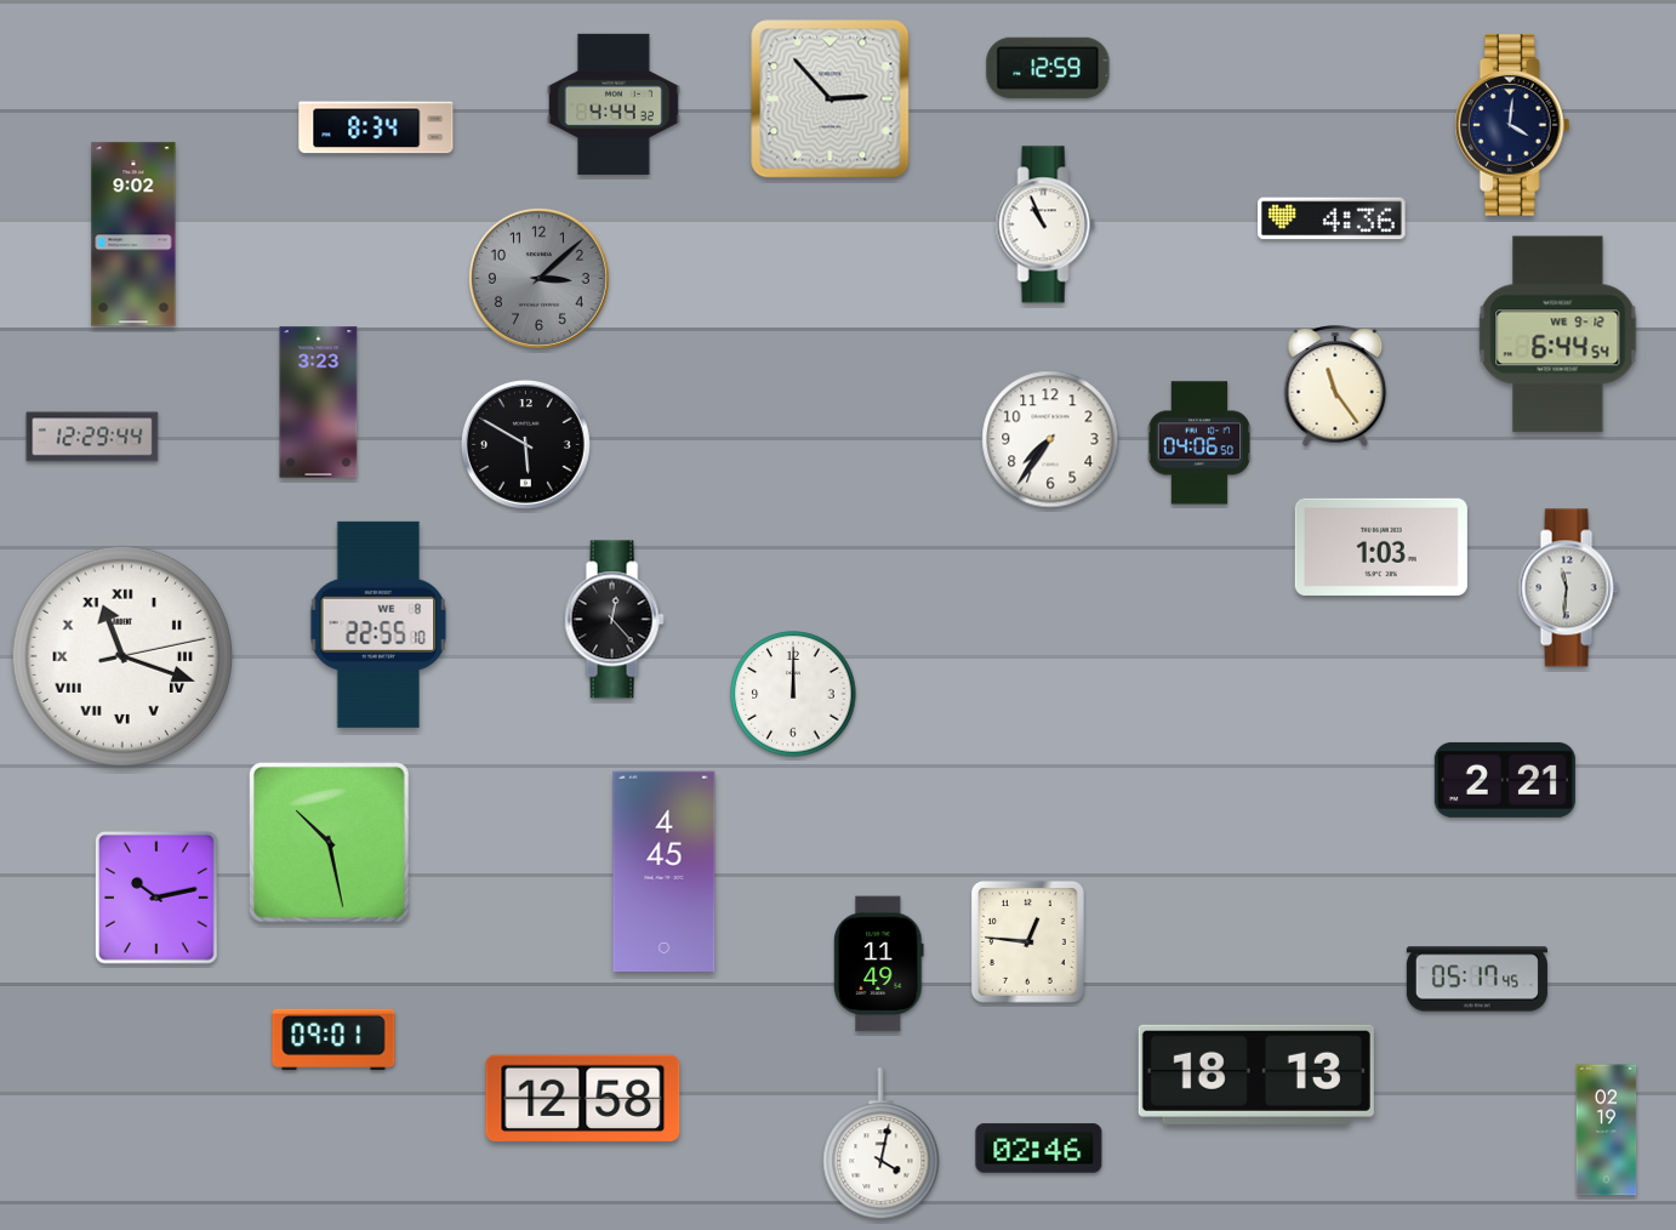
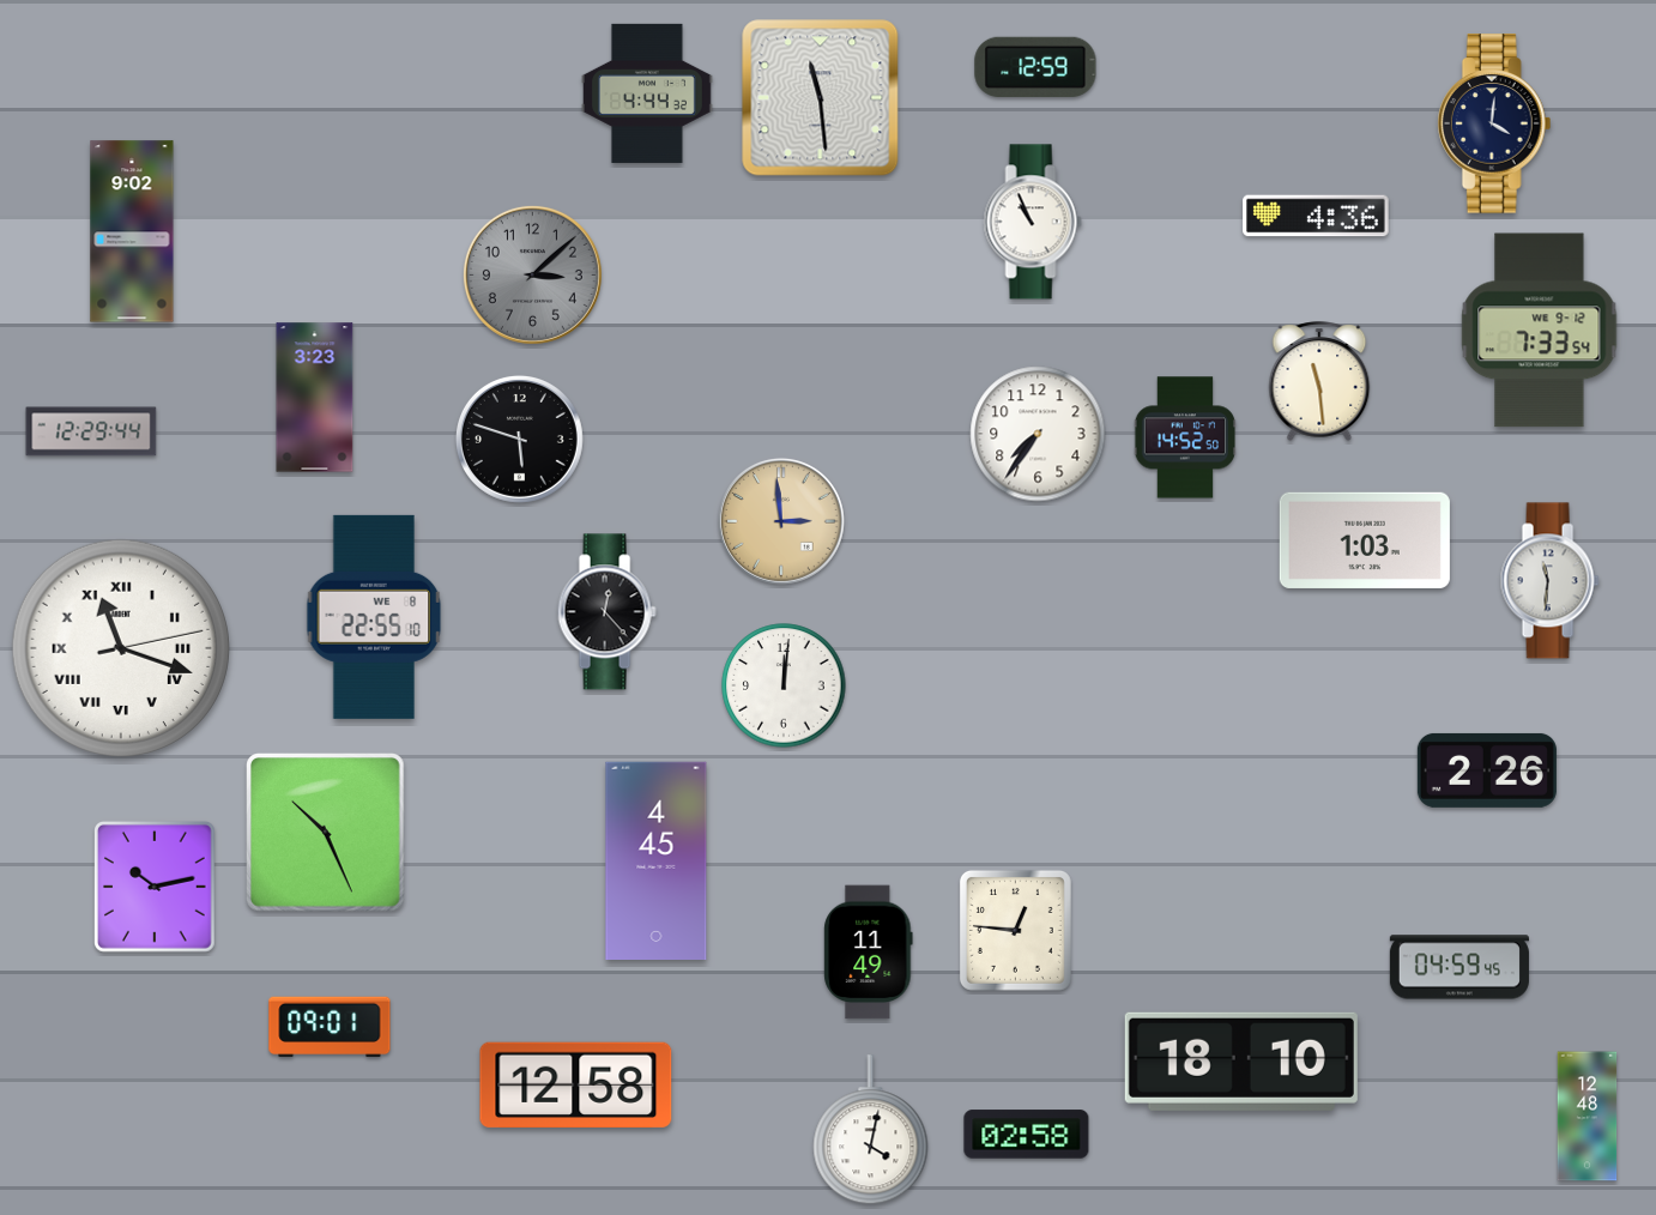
clock at (831, 99): 2:53 -> 11:29
clock at (614, 104) position: (614, 104) -> (647, 93)
clock at (376, 127): 8:34 -> none
clock at (1558, 335): 6:44 -> 7:33
clock at (1335, 386): 11:24 -> 11:29
clock at (1199, 443): 04:06 -> 14:52
clock at (525, 444): 5:50 -> 5:48
clock at (781, 521): none -> 2:59
clock at (793, 694): 12:00 -> 12:01
clock at (1505, 780): 2:21 -> 2:26
clock at (330, 843): 10:28 -> 10:26
clock at (1477, 979): 05:17 -> 04:59
clock at (1256, 1075): 18:13 -> 18:10
clock at (1607, 1131): 02:19 -> 12:48
clock at (1039, 1149): 02:46 -> 02:58
